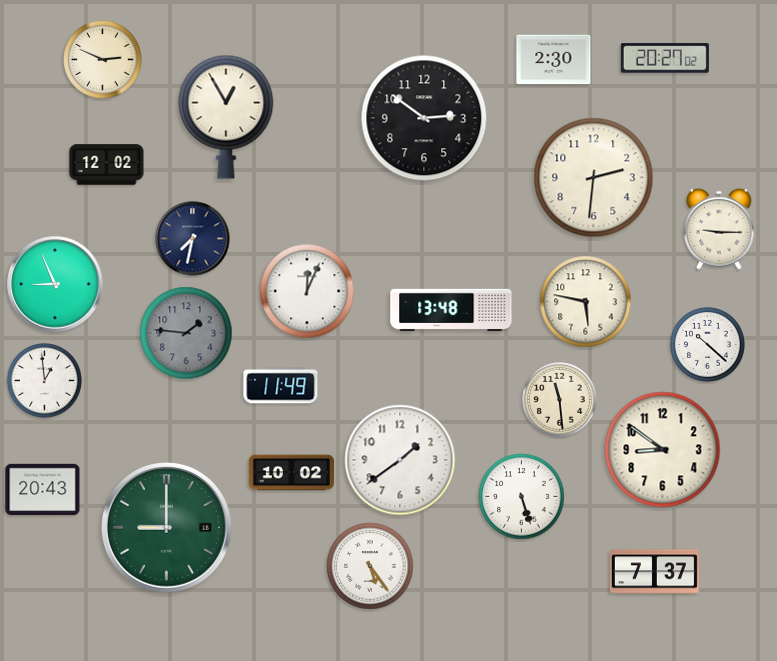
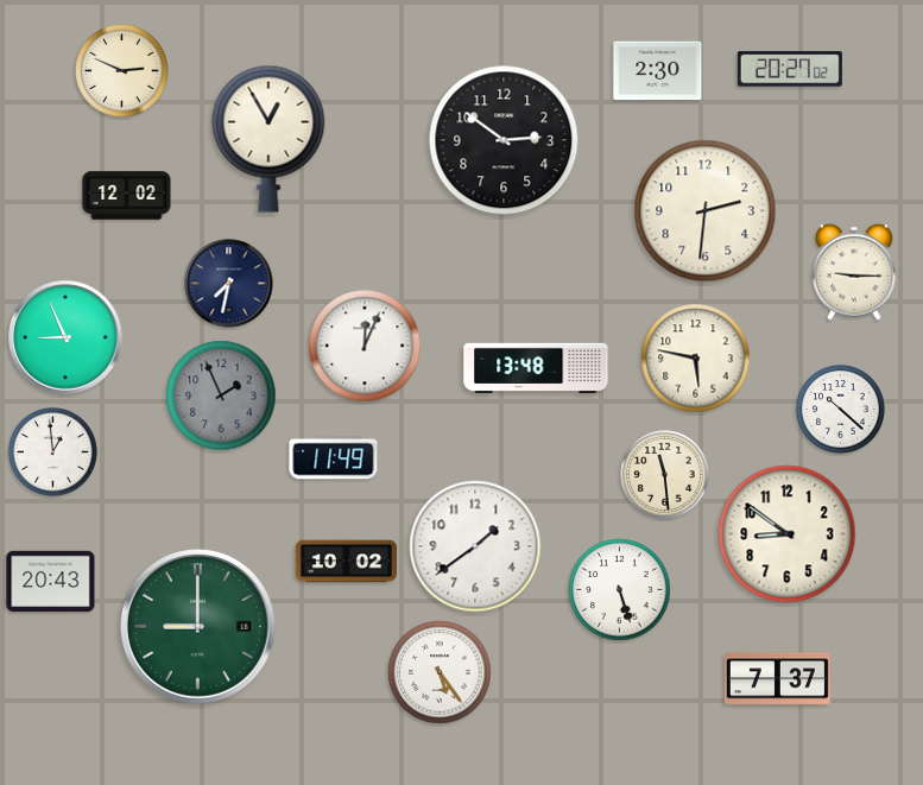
clock at (186, 333): 1:46 -> 1:56
